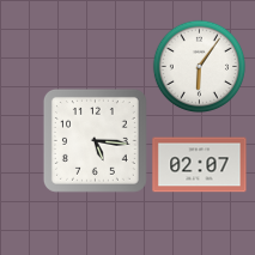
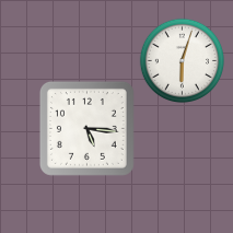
clock at (199, 66): 6:06 -> 6:03
clock at (200, 165): 02:07 -> none
